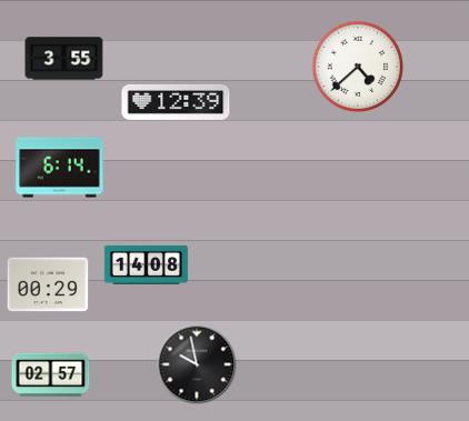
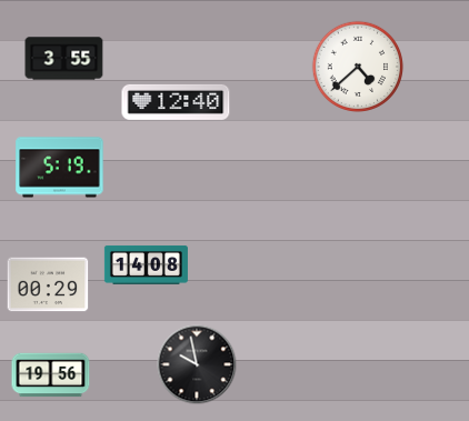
clock at (176, 102): 12:39 -> 12:40
clock at (60, 168): 6:14 -> 5:19
clock at (51, 375): 02:57 -> 19:56
